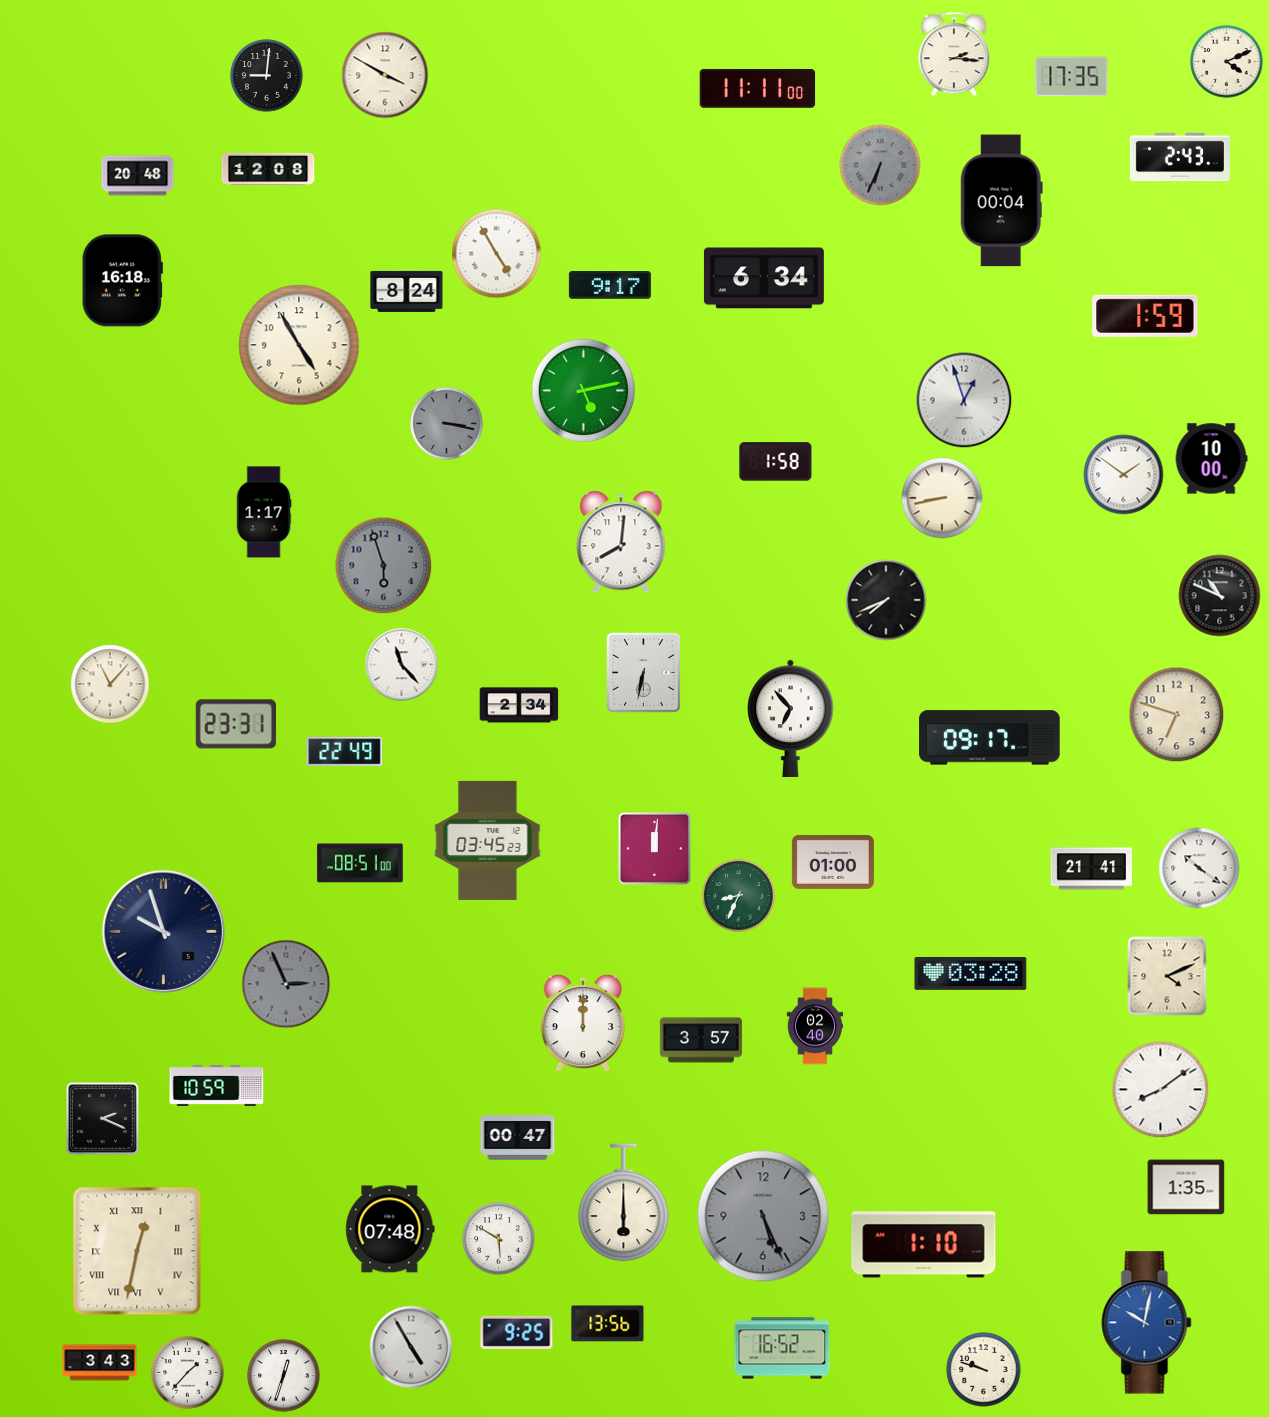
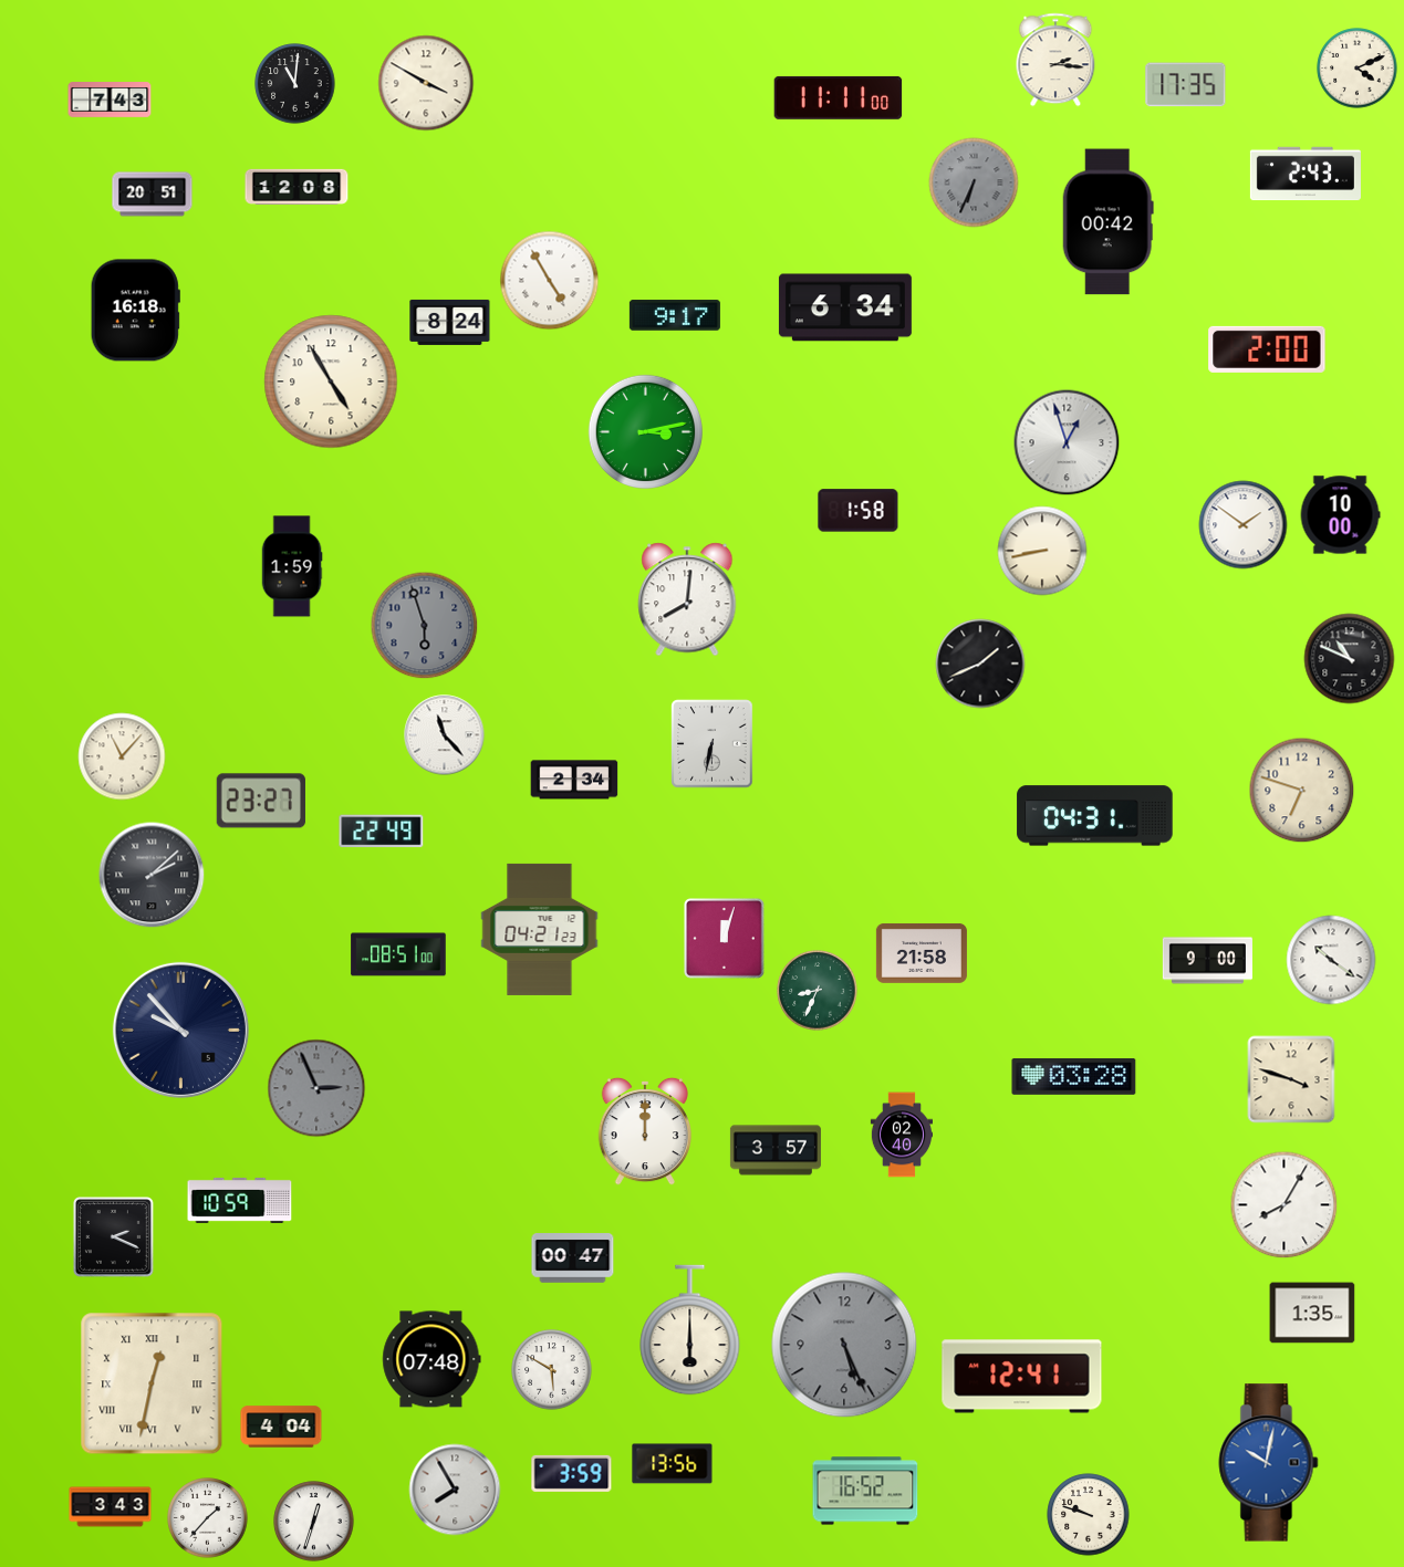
clock at (267, 76): 9:01 -> 11:01
clock at (110, 100): none -> 7:43
clock at (138, 176): 20:48 -> 20:51
clock at (1001, 201): 00:04 -> 00:42
clock at (1145, 316): 1:59 -> 2:00
clock at (583, 390): 5:13 -> 3:13
clock at (447, 424): 3:17 -> none
clock at (1211, 459) position: (1211, 459) -> (1340, 515)
clock at (264, 512): 1:17 -> 1:59
clock at (886, 600): 7:41 -> 1:41
clock at (791, 718): 6:53 -> none
clock at (236, 724): 23:31 -> 23:27
clock at (990, 738): 09:17 -> 04:31
clock at (152, 875): none -> 2:08
clock at (488, 840): 03:45 -> 04:21
clock at (655, 849): 12:01 -> 12:03
clock at (833, 862): 01:00 -> 21:58
clock at (1199, 868) position: (1199, 868) -> (1331, 960)
clock at (1091, 869): 21:41 -> 9:00
clock at (163, 931): 9:57 -> 9:53
clock at (1167, 976): 4:11 -> 3:48
clock at (1161, 1090): 8:09 -> 8:05
clock at (924, 1245): 1:10 -> 12:41
clock at (281, 1427): none -> 4:04
clock at (517, 1332): 9:25 -> 3:59
clock at (411, 1347): 4:55 -> 7:55
